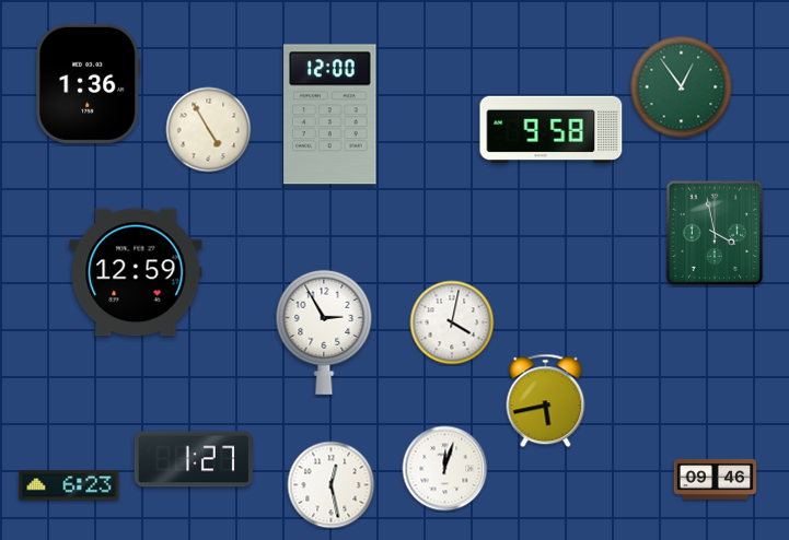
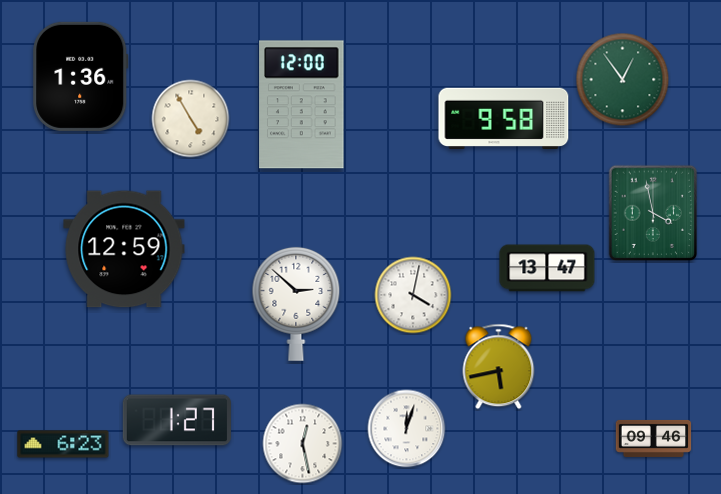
clock at (547, 268): none -> 13:47
clock at (324, 332): 2:55 -> 2:52
